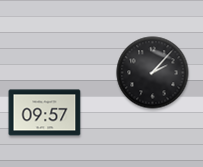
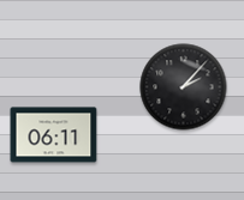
clock at (45, 113): 09:57 -> 06:11
